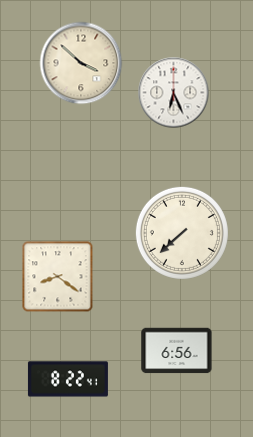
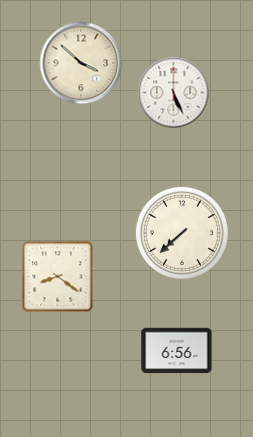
clock at (174, 93): 6:26 -> 5:26
clock at (68, 379): 8:22 -> none
